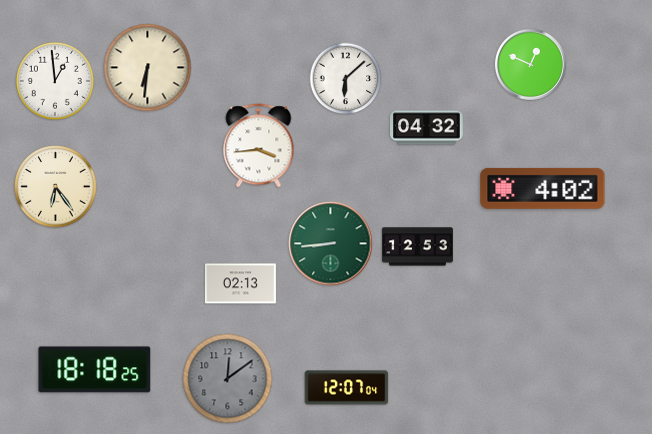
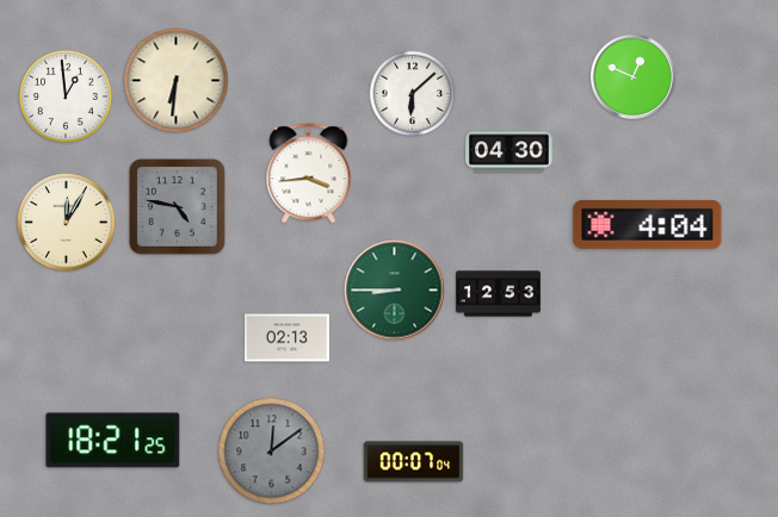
clock at (427, 128): 04:32 -> 04:30
clock at (177, 206): none -> 4:47
clock at (56, 187): 6:24 -> 12:05
clock at (543, 188): 4:02 -> 4:04
clock at (331, 244): 8:44 -> 8:45
clock at (95, 370): 18:18 -> 18:21
clock at (347, 388): 12:07 -> 00:07
